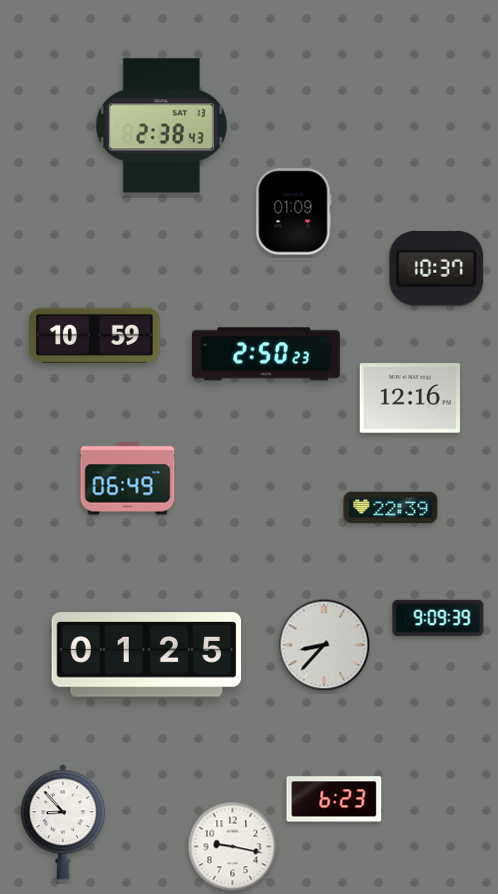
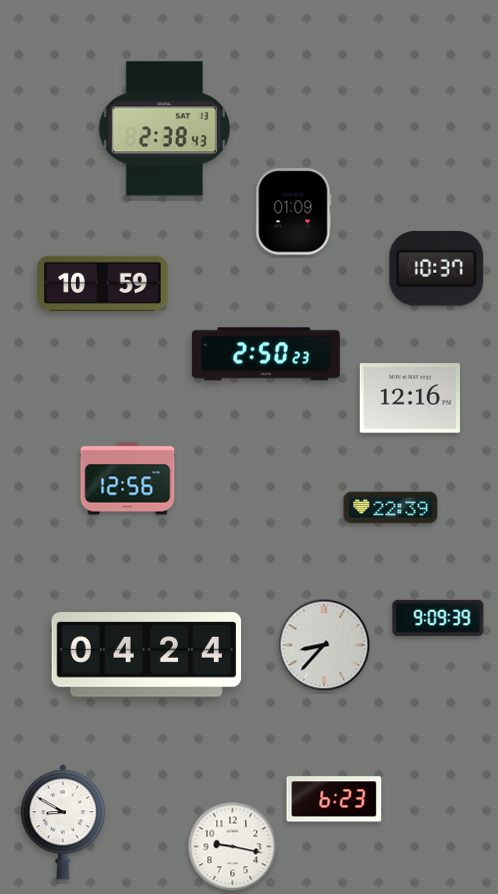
clock at (161, 126) position: (161, 126) -> (164, 129)
clock at (95, 335) position: (95, 335) -> (103, 283)
clock at (128, 479): 06:49 -> 12:56
clock at (147, 655): 01:25 -> 04:24
clock at (63, 822): 8:53 -> 8:50
